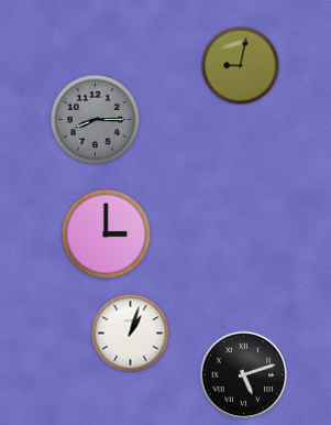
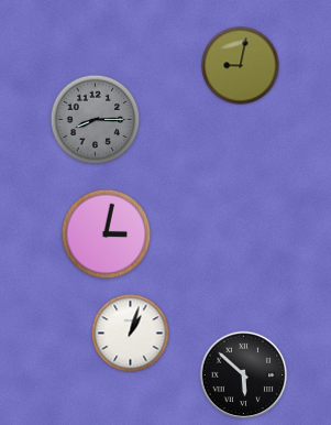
clock at (107, 235): 3:00 -> 3:02
clock at (244, 375): 5:12 -> 5:52
